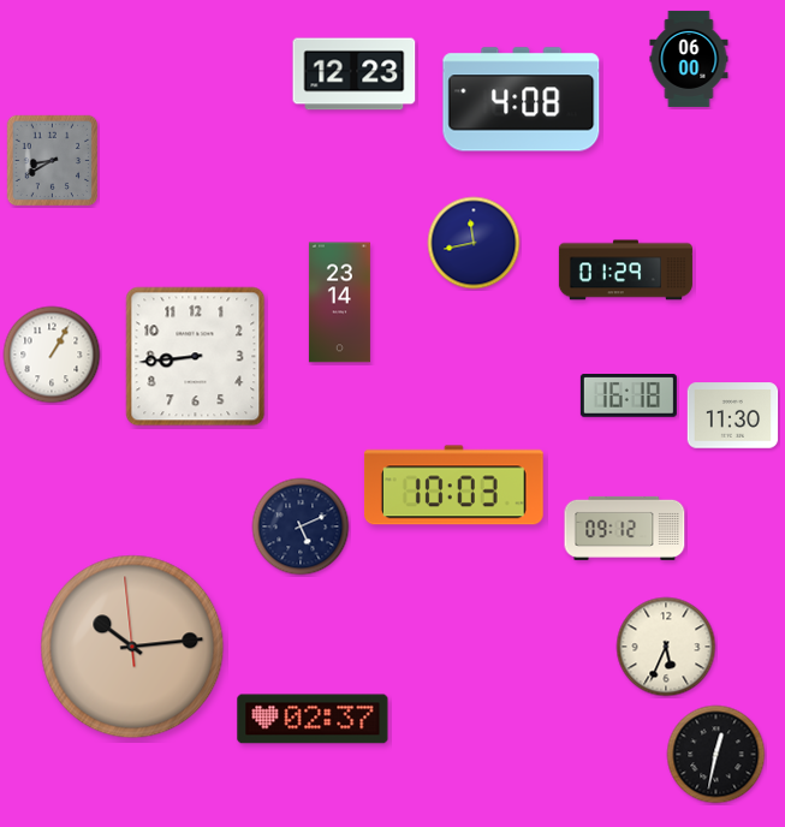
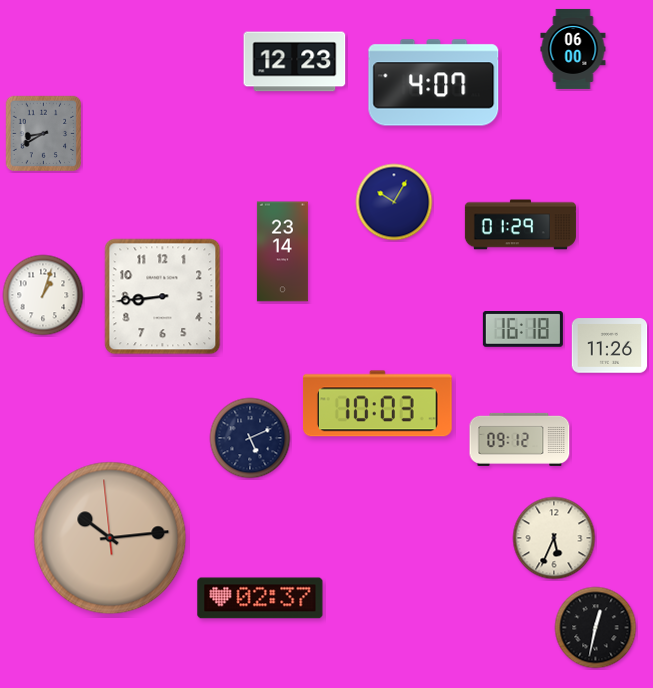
clock at (522, 100): 4:08 -> 4:07
clock at (474, 243): 11:43 -> 10:05
clock at (52, 355): 1:05 -> 1:03
clock at (733, 416): 11:30 -> 11:26
